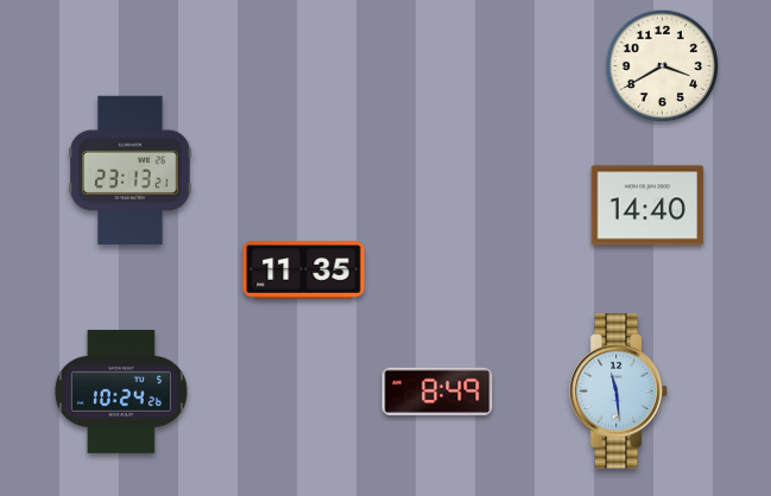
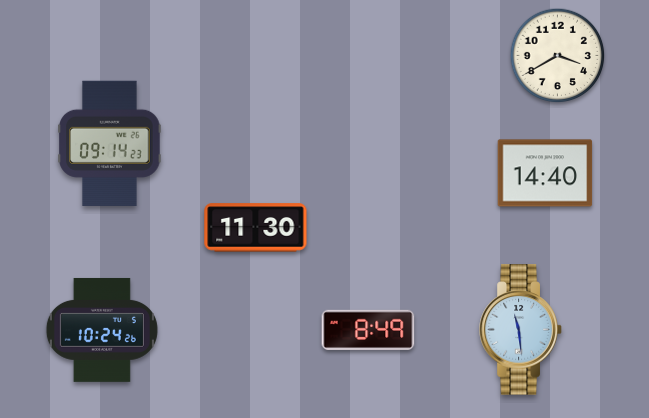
clock at (131, 170): 23:13 -> 09:14
clock at (304, 271): 11:35 -> 11:30
